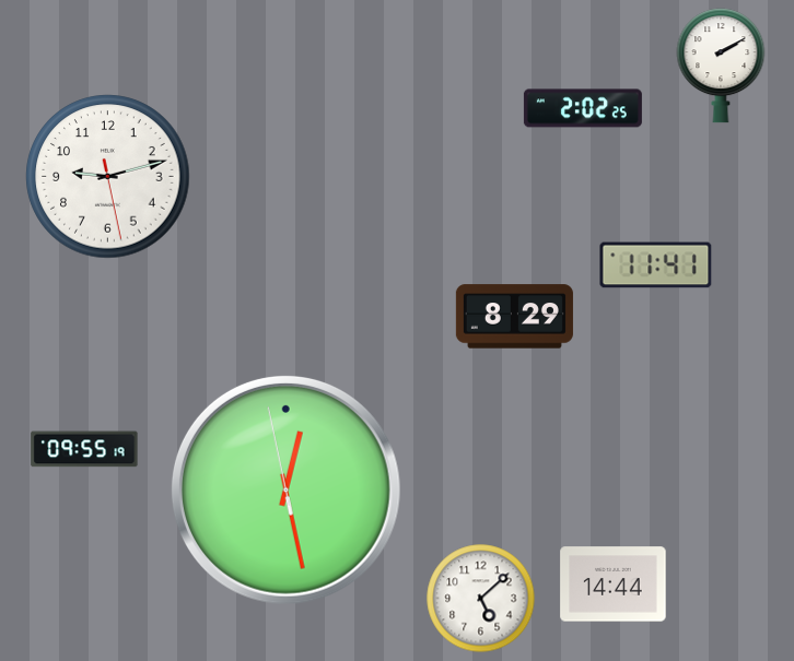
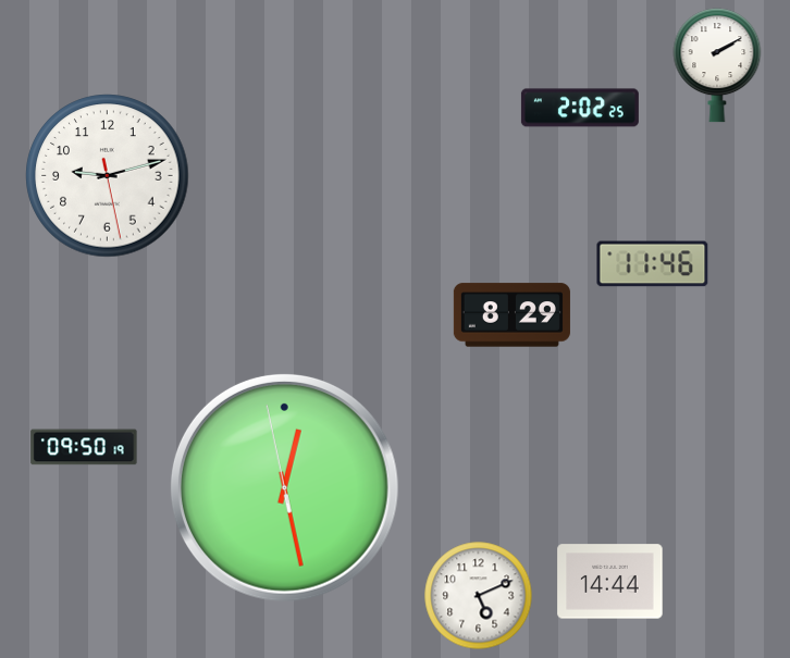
clock at (656, 265): 11:41 -> 11:46
clock at (84, 449): 09:55 -> 09:50
clock at (481, 599): 5:08 -> 5:11
